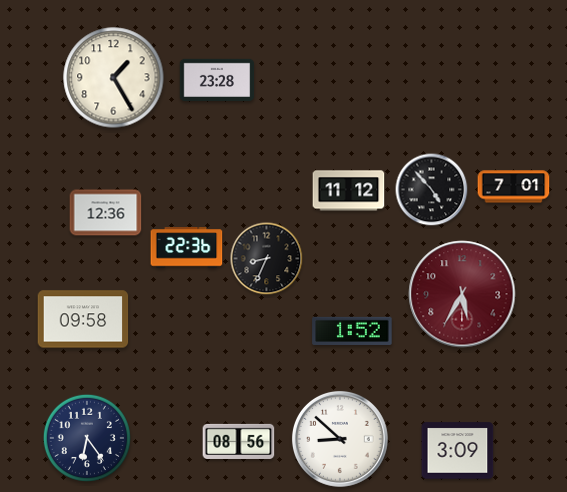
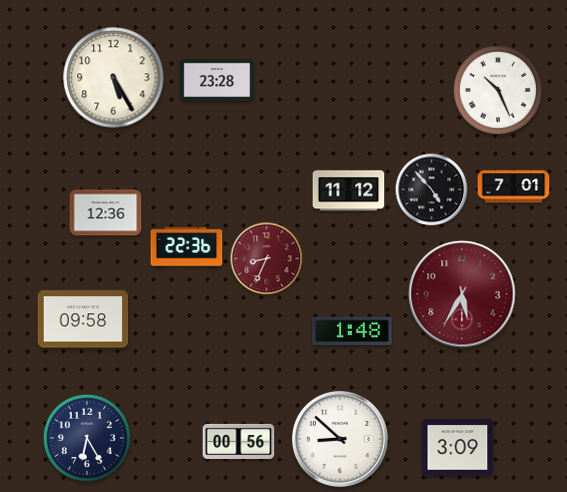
clock at (114, 78): 1:25 -> 5:25
clock at (498, 90): none -> 10:26
clock at (267, 259) dial: black -> burgundy
clock at (352, 331): 1:52 -> 1:48
clock at (86, 437): 6:24 -> 6:25
clock at (239, 441): 08:56 -> 00:56
clock at (458, 451) position: (458, 451) -> (458, 448)
